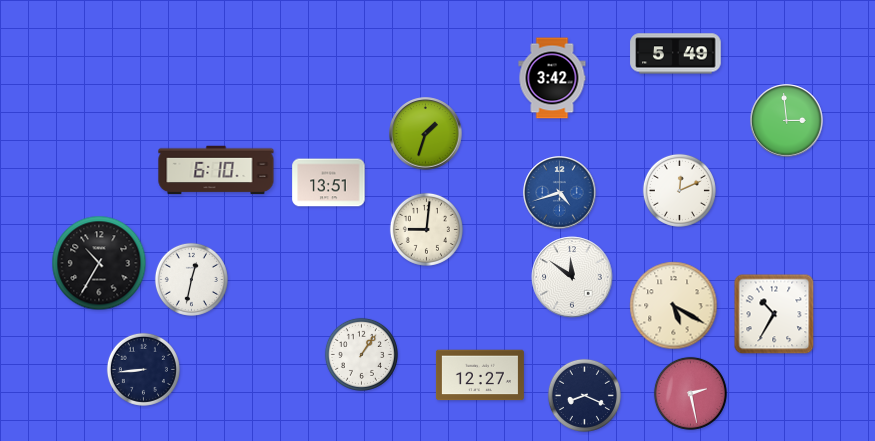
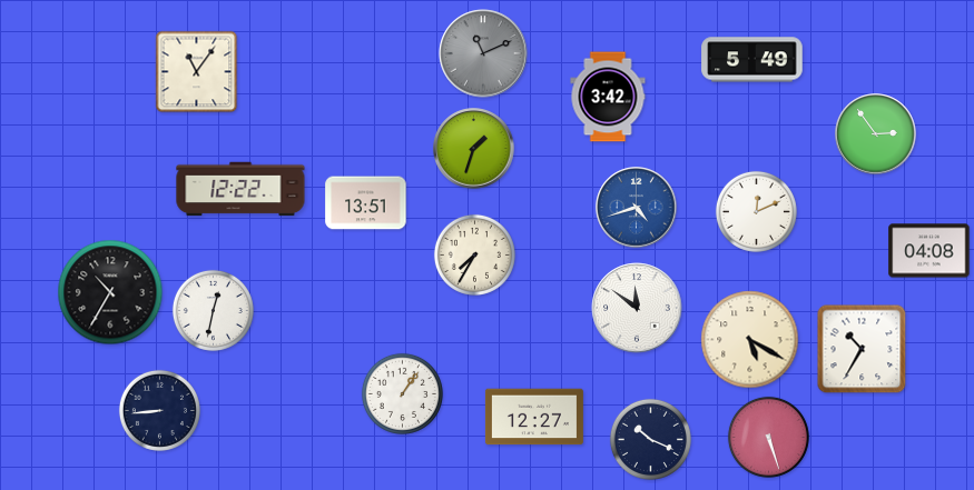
clock at (483, 53): none -> 11:11
clock at (197, 72): none -> 11:06
clock at (552, 78) position: (552, 78) -> (608, 97)
clock at (787, 121): 2:59 -> 2:54
clock at (216, 170): 6:10 -> 12:22
clock at (560, 193) position: (560, 193) -> (637, 208)
clock at (929, 251): none -> 04:08
clock at (426, 229): 9:01 -> 7:35
clock at (690, 393): 2:28 -> 5:27
clock at (584, 395): 8:19 -> 10:19
